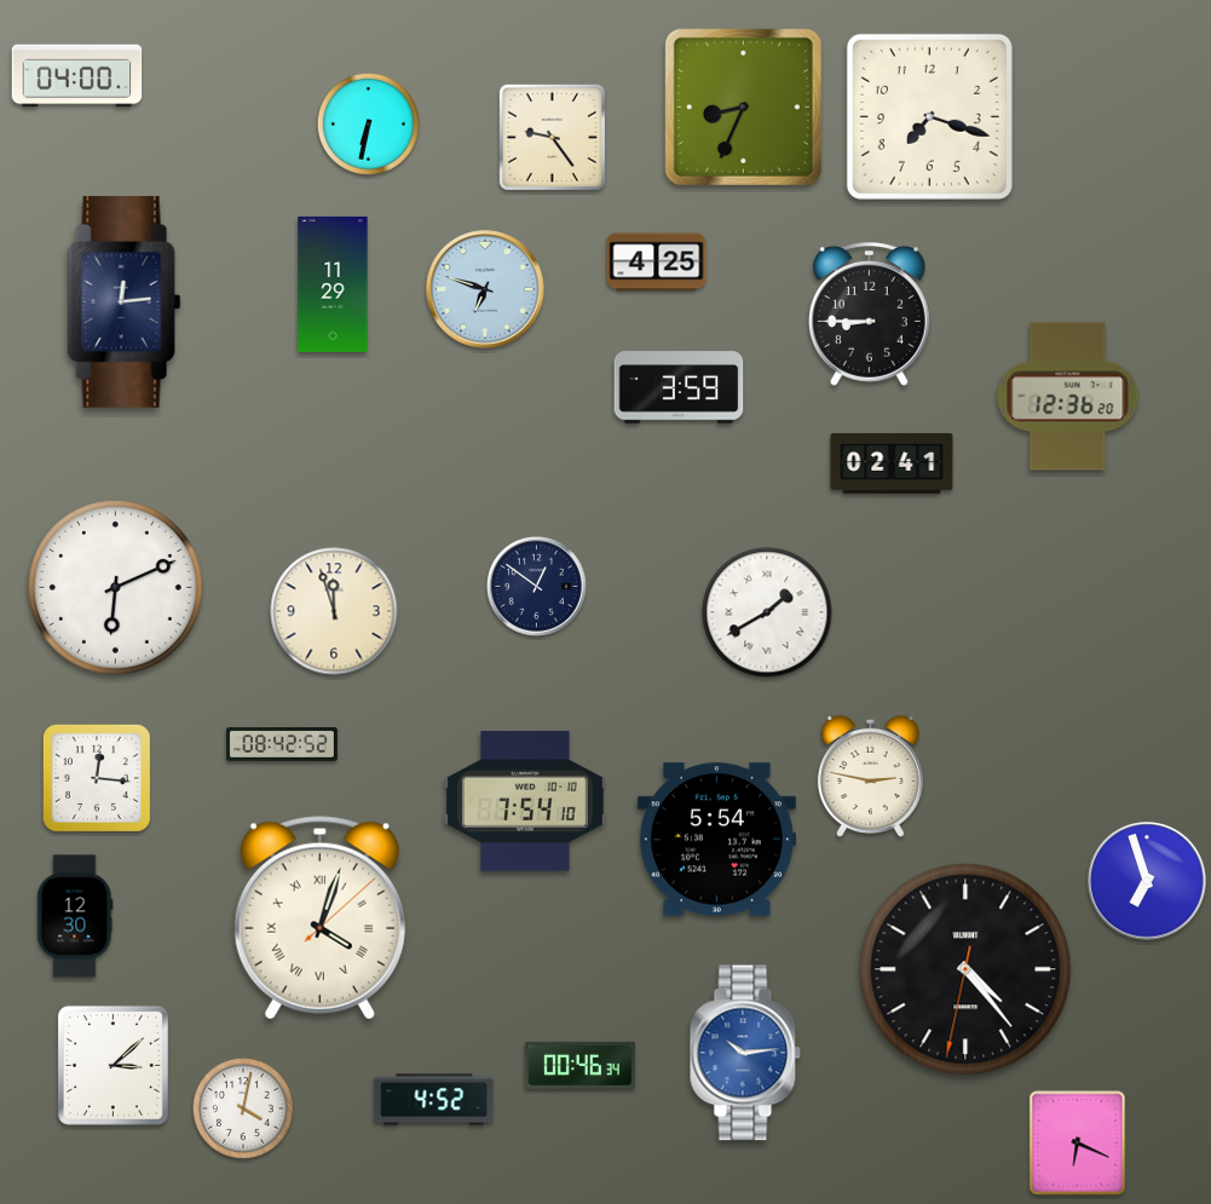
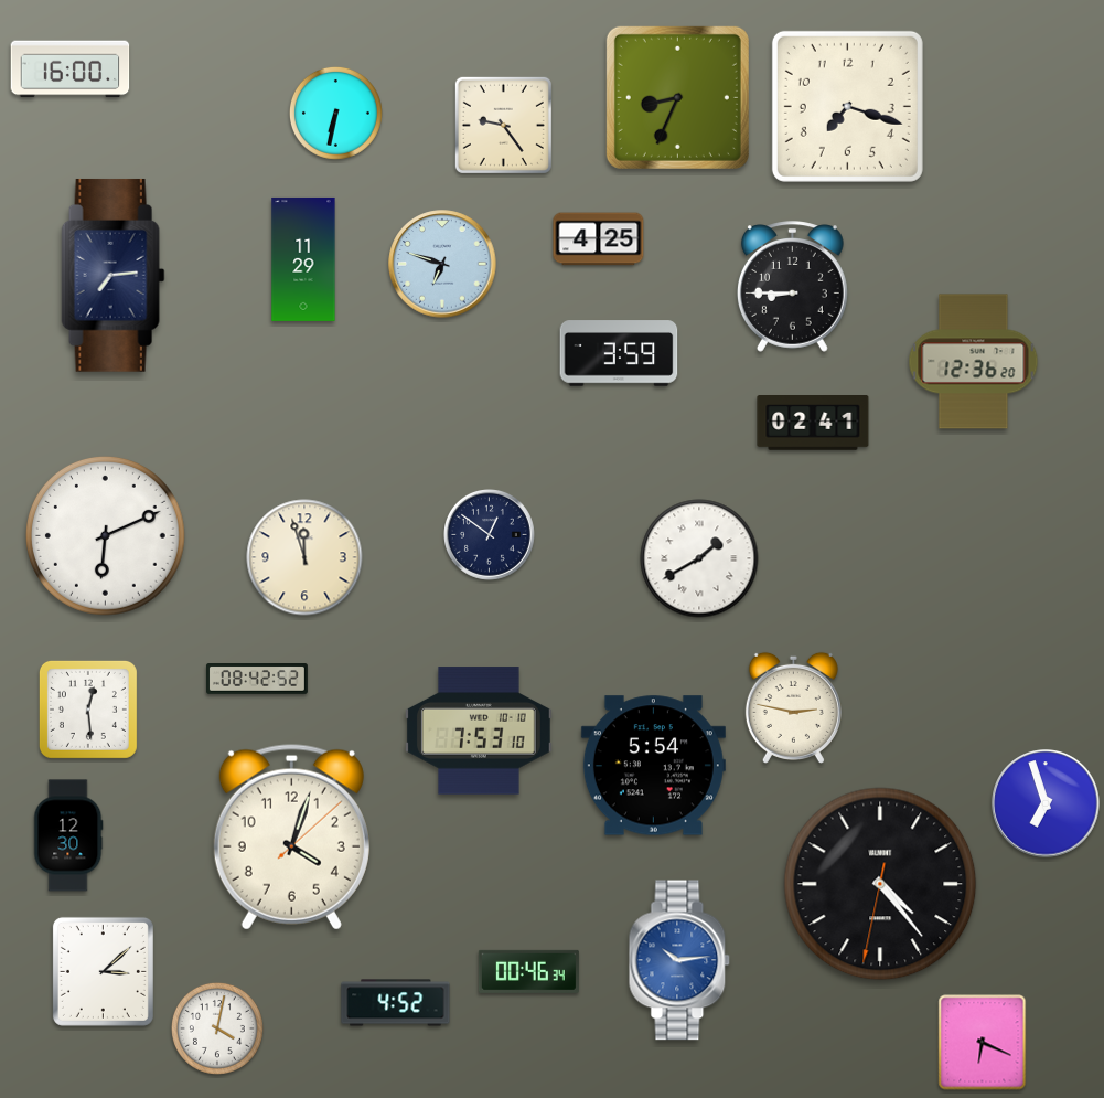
clock at (77, 76): 04:00 -> 16:00
clock at (125, 301): 12:14 -> 7:14
clock at (97, 778): 12:16 -> 12:29
clock at (525, 801): 7:54 -> 7:53
clock at (319, 918) numerals: Roman -> Arabic
clock at (243, 1108) position: (243, 1108) -> (217, 1028)
